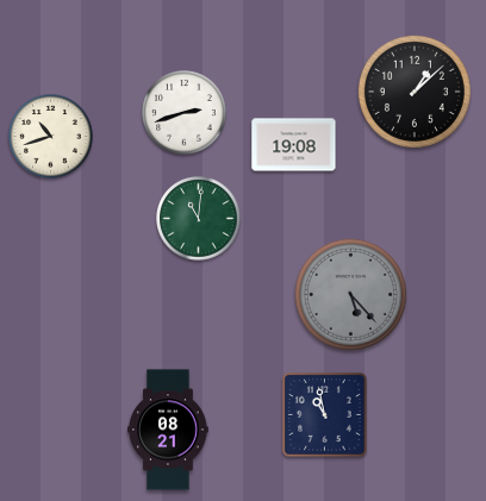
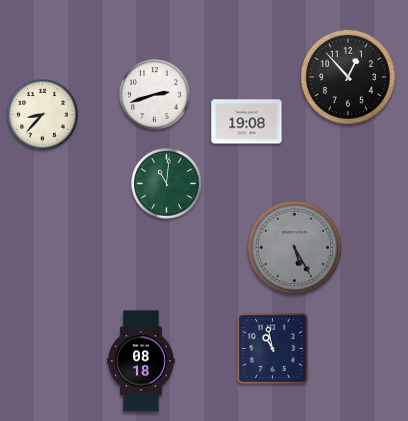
clock at (415, 92): 1:08 -> 12:53
clock at (51, 137): 10:42 -> 8:37
clock at (350, 294): 5:23 -> 5:25
clock at (168, 430): 08:21 -> 08:18
